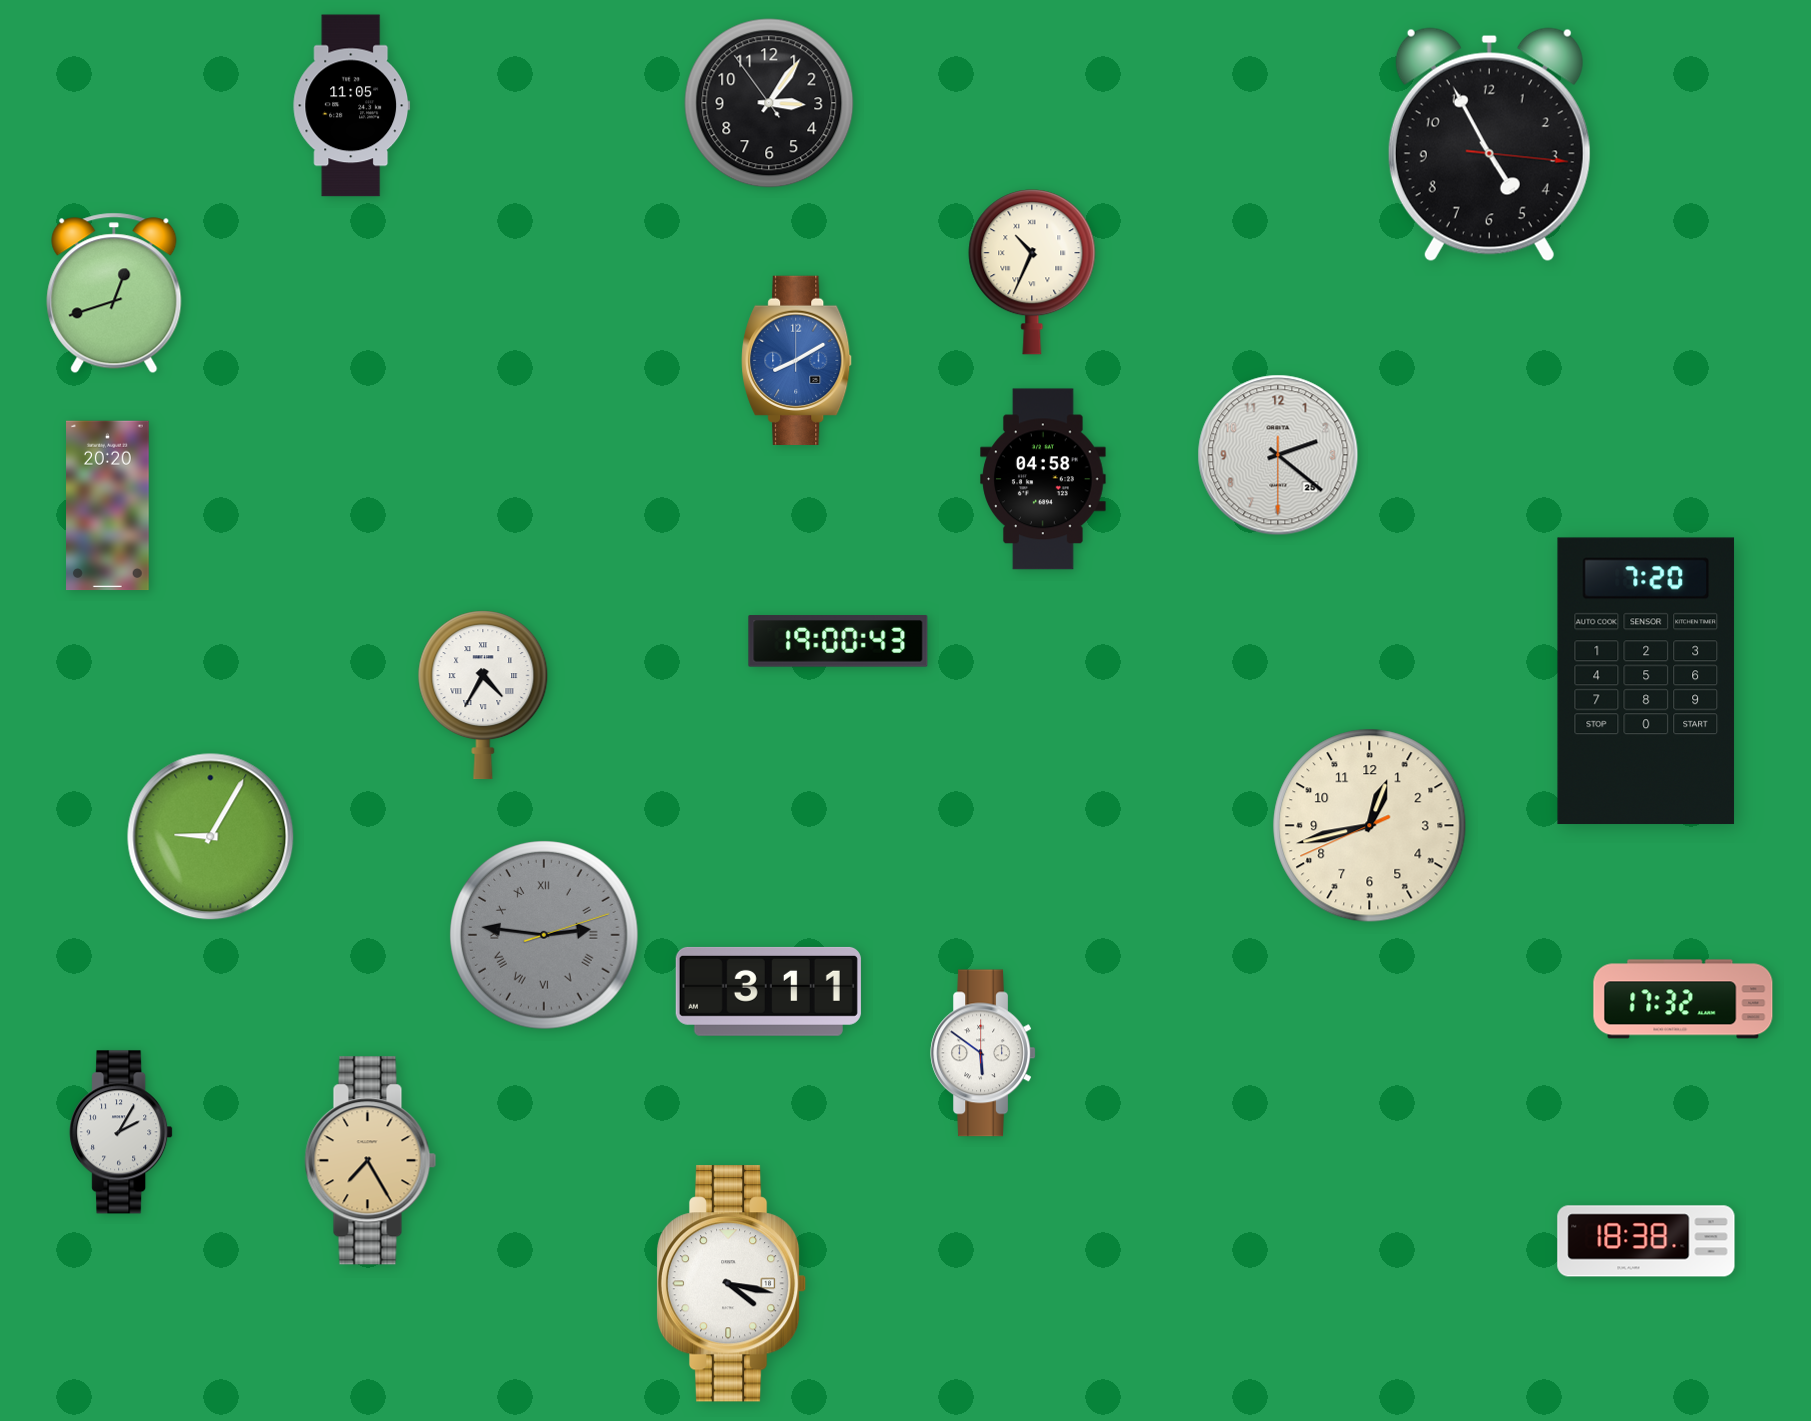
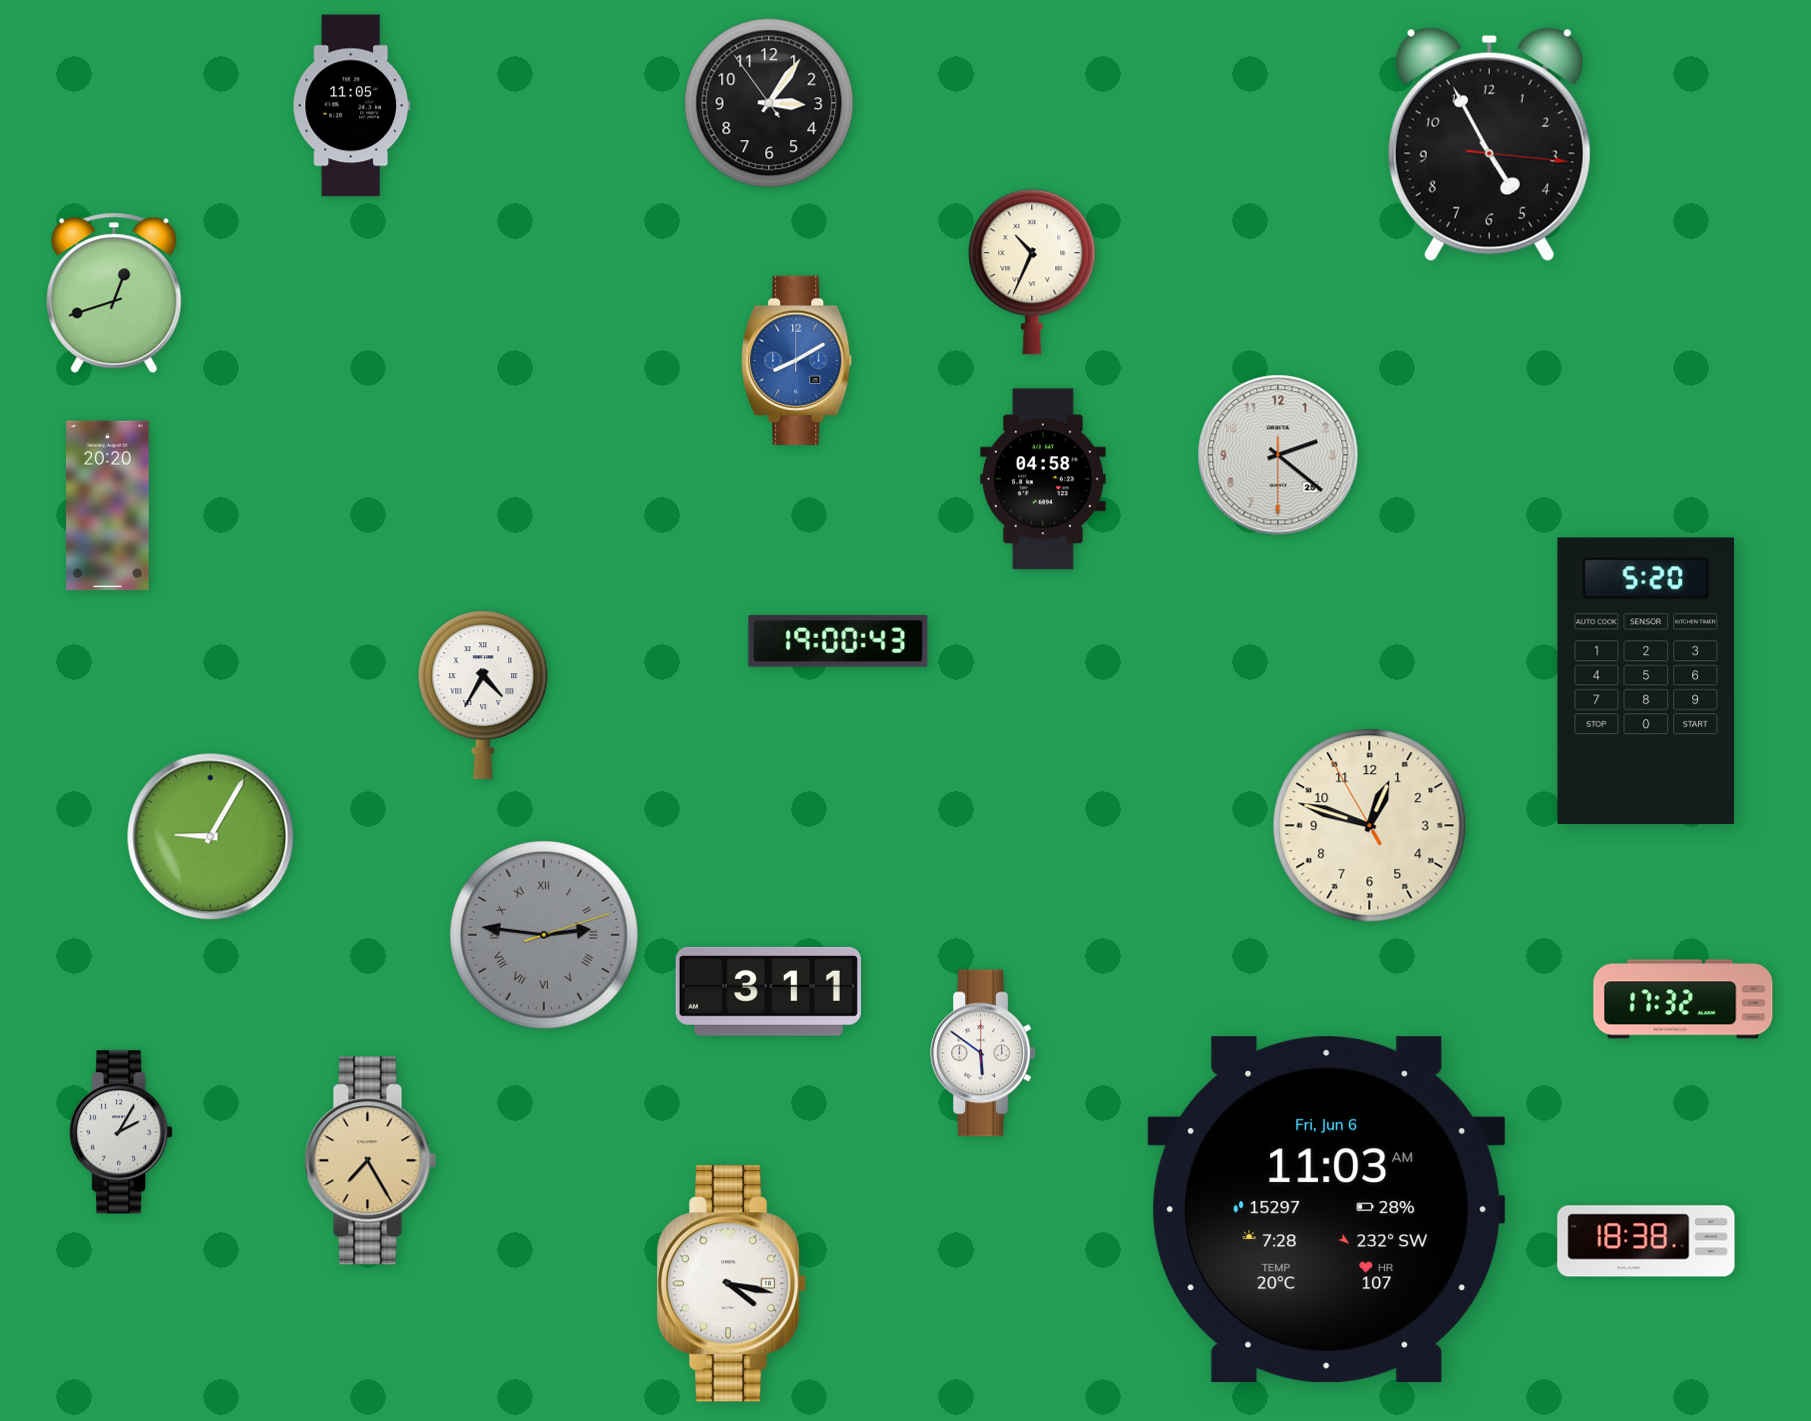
clock at (1646, 681): 7:20 -> 5:20
clock at (1370, 826): 12:42 -> 12:47
clock at (1327, 1210): none -> 11:03
